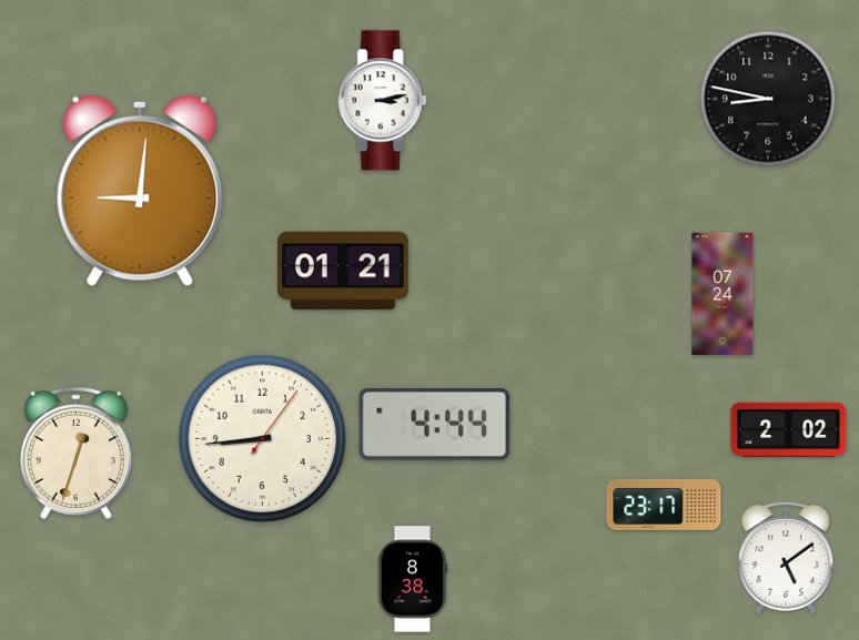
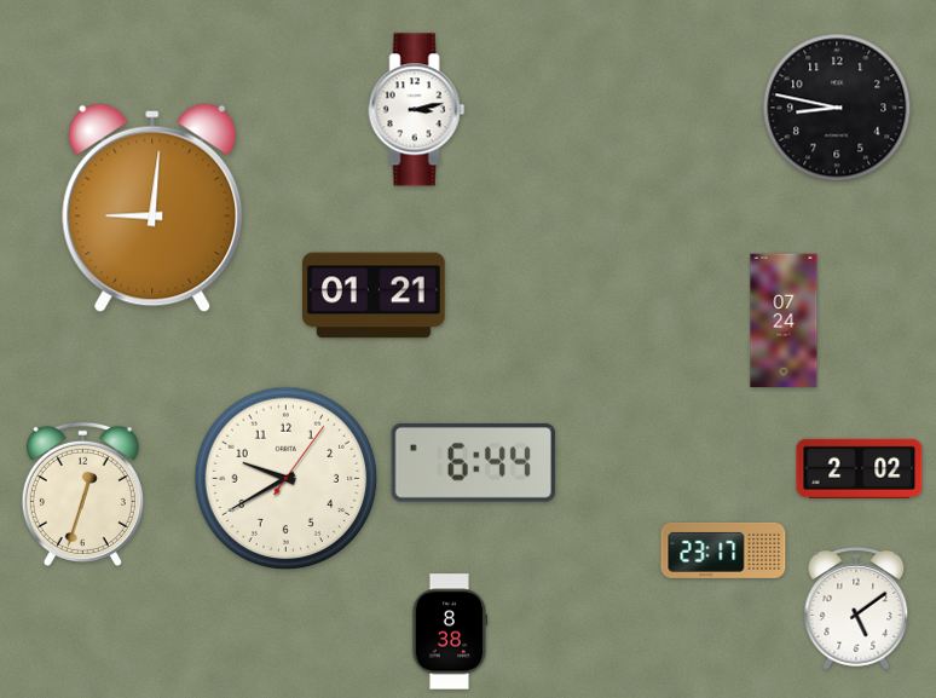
clock at (722, 294) position: (722, 294) -> (784, 321)
clock at (434, 424): 4:44 -> 6:44
clock at (263, 439): 8:44 -> 9:40
